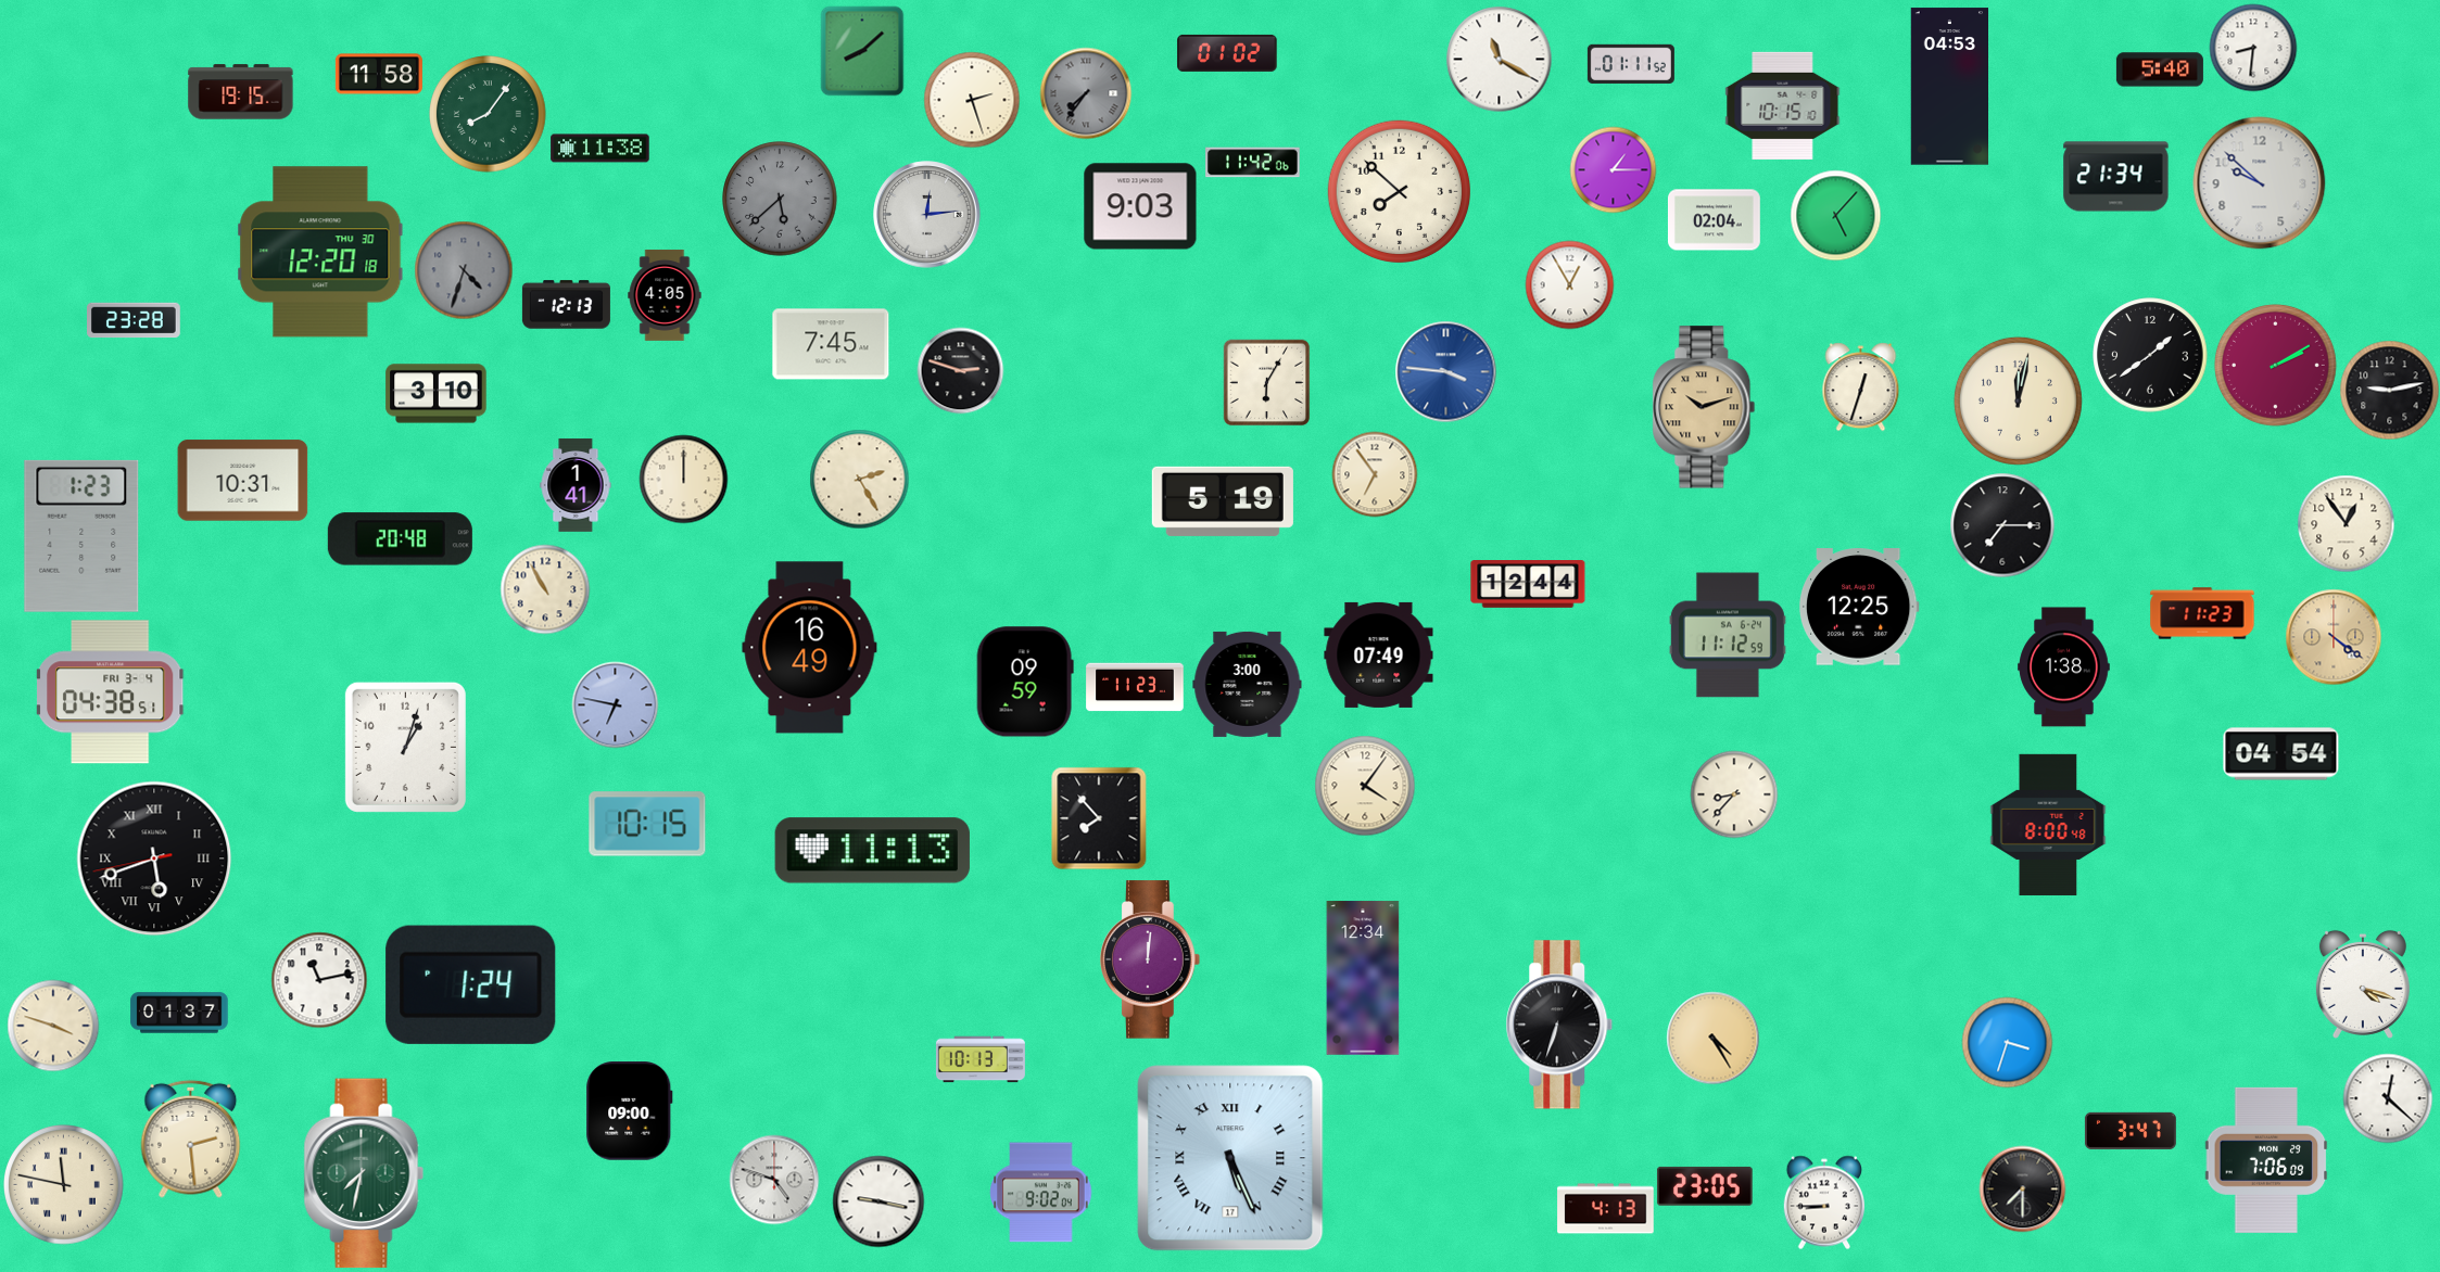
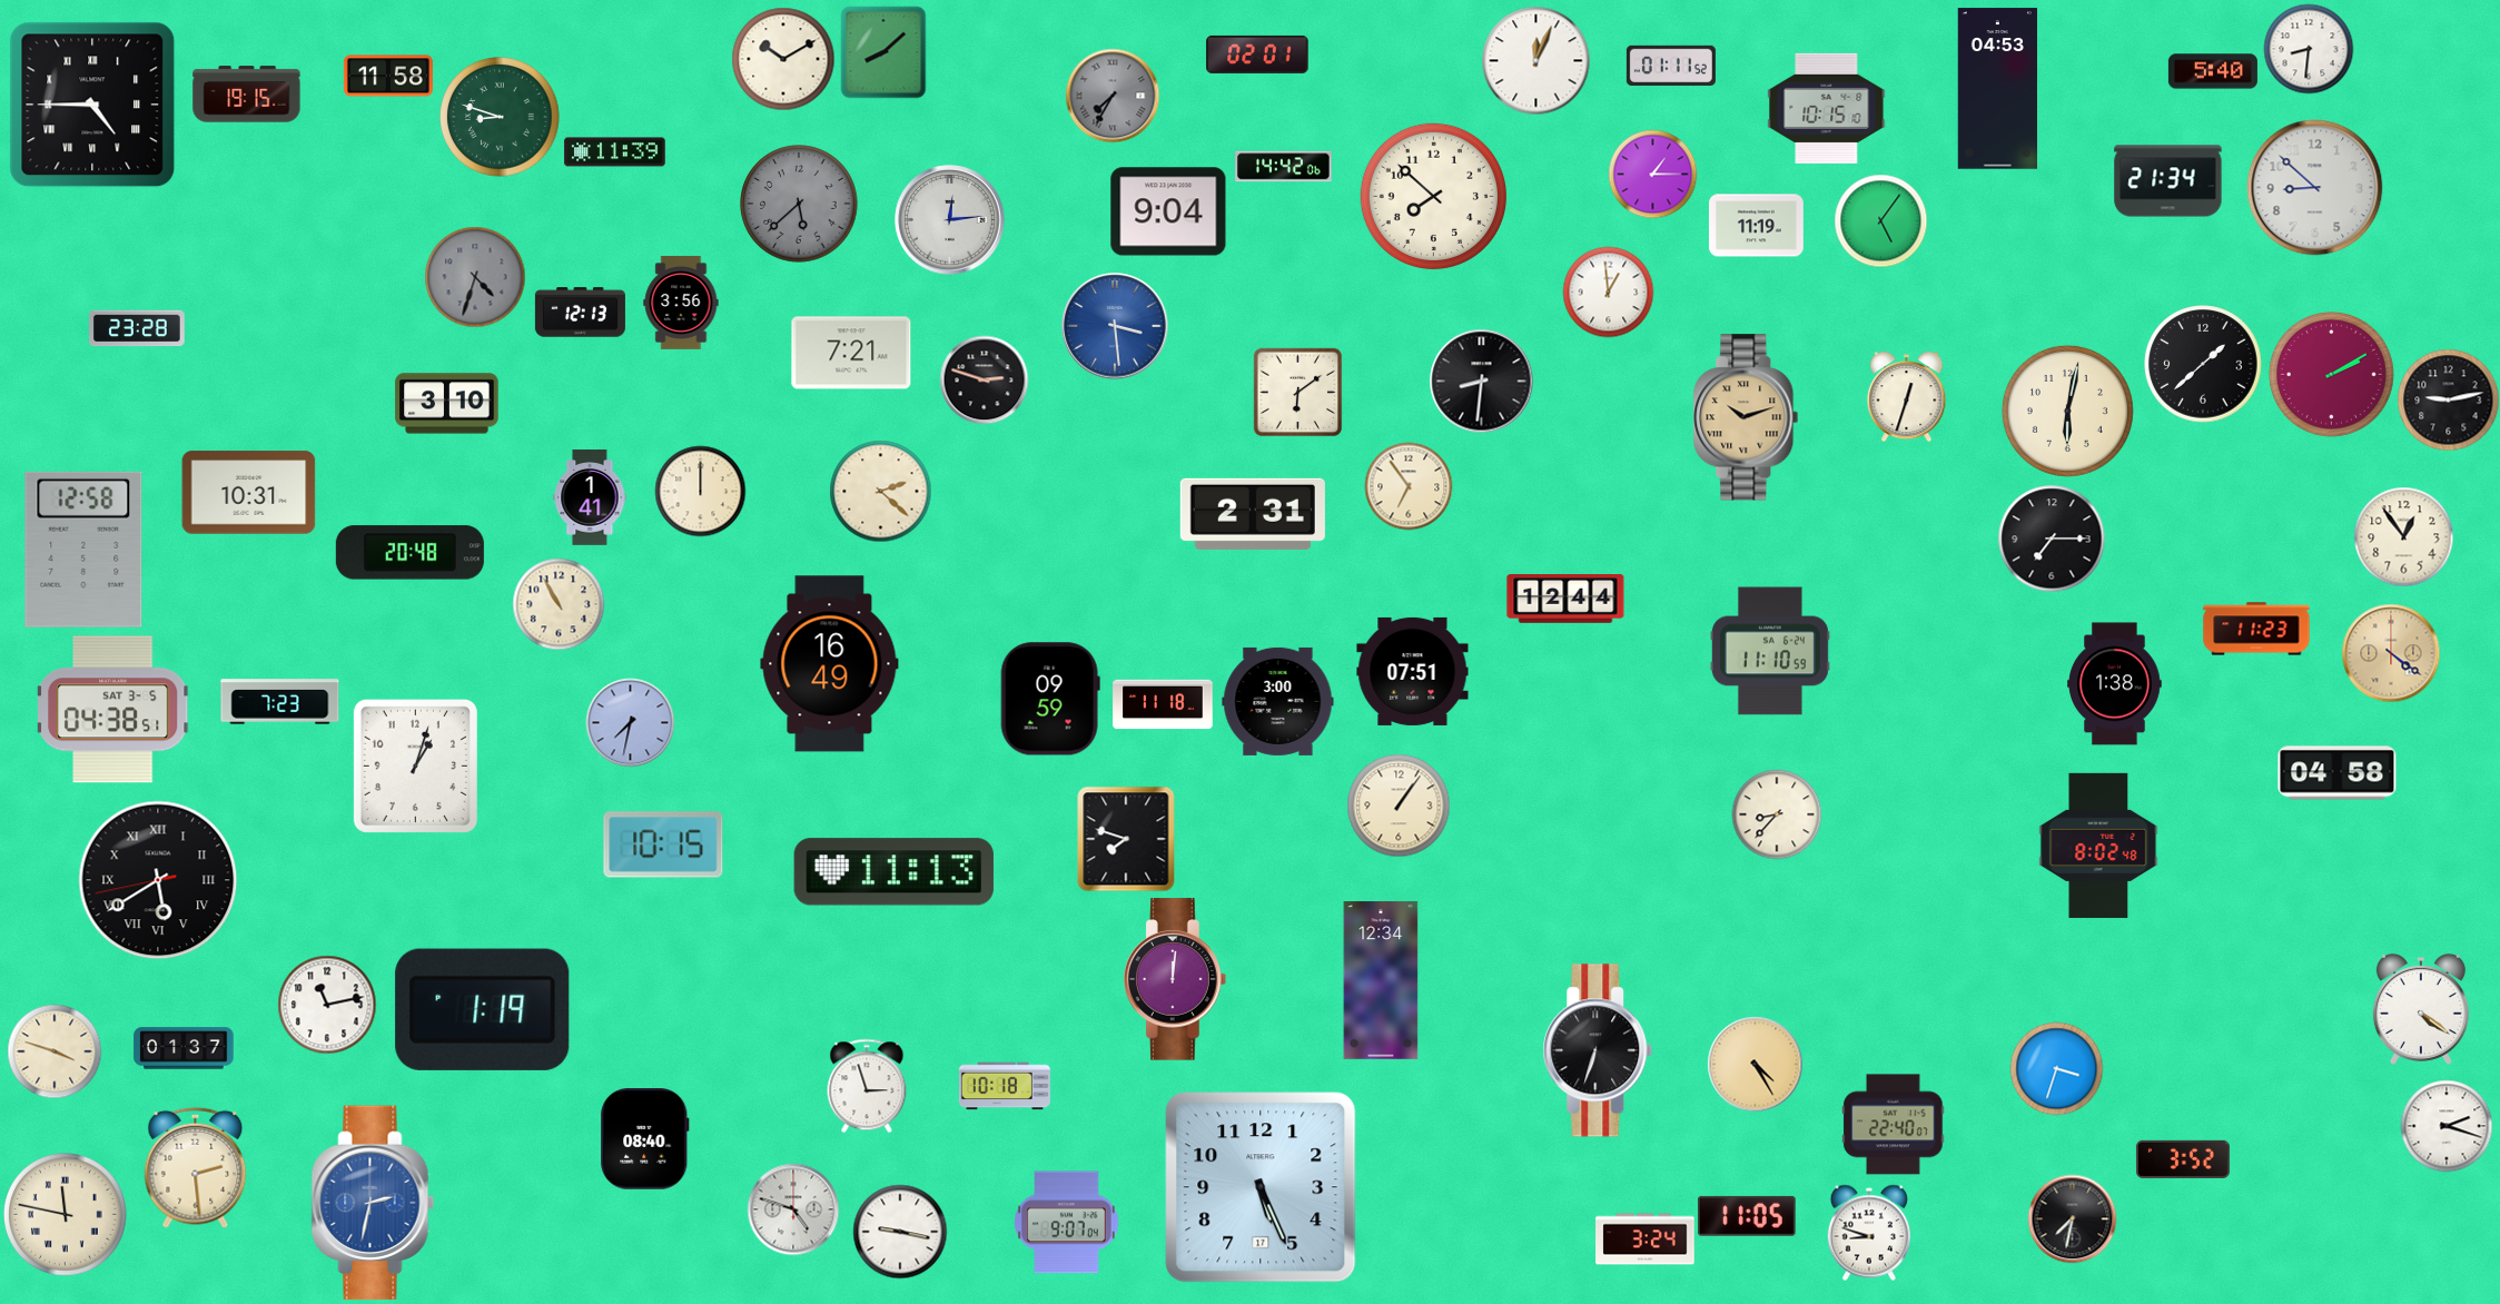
clock at (1227, 53): 01:02 -> 02:01
clock at (783, 59): none -> 10:10
clock at (1499, 59): 11:20 -> 12:04
clock at (1086, 93): 7:36 -> 7:35
clock at (972, 100): 2:27 -> none
clock at (92, 105): none -> 4:45
clock at (488, 114): 8:06 -> 8:48
clock at (600, 149): 11:38 -> 11:39
clock at (1253, 163): 11:42 -> 14:42
clock at (2260, 183): 9:52 -> 8:52
clock at (1140, 206): 9:03 -> 9:04
clock at (1835, 215): 5:07 -> 5:06
clock at (1714, 220): 02:04 -> 11:19
clock at (320, 252): 12:20 -> none
clock at (1569, 284): 12:55 -> 12:59
clock at (665, 295): 4:05 -> 3:56
clock at (1115, 326): none -> 3:29
clock at (831, 344): 7:45 -> 7:21
clock at (2150, 355): 1:39 -> 1:38
clock at (1445, 371): 3:46 -> 8:31
clock at (1445, 371) dial: blue -> black
clock at (1266, 382): 6:05 -> 6:09
clock at (2018, 400): 12:02 -> 6:02
clock at (859, 479): 2:25 -> 2:22
clock at (1223, 501): 5:19 -> 2:31
clock at (81, 536): 1:23 -> 12:58
clock at (1859, 607): 12:25 -> none
clock at (1728, 635): 11:12 -> 11:10
clock at (1379, 654): 07:49 -> 07:51
clock at (280, 702): none -> 7:23
clock at (1135, 687): 11:23 -> 11:18
clock at (110, 692) date: FRI 3-4 -> SAT 3-5
clock at (615, 704): 6:47 -> 7:32
clock at (2281, 754): 04:54 -> 04:58
clock at (1365, 786): 4:06 -> 1:06
clock at (1099, 818): 7:53 -> 7:48
clock at (2048, 825): 8:00 -> 8:02
clock at (154, 858): 5:41 -> 5:39
clock at (1151, 959) position: (1151, 959) -> (1176, 979)
clock at (1363, 978) position: (1363, 978) -> (1381, 980)
clock at (471, 984): 1:24 -> 1:19
clock at (2363, 984): 4:18 -> 4:21
clock at (179, 1013) position: (179, 1013) -> (184, 1048)
clock at (867, 1086): none -> 2:57
clock at (981, 1059): 10:13 -> 10:18
clock at (1894, 1125): none -> 22:40
clock at (2388, 1098): 12:22 -> 2:18
clock at (630, 1111): 09:00 -> 08:40
clock at (2131, 1131): 3:47 -> 3:52
clock at (1230, 1158) numerals: Roman -> Arabic
clock at (2266, 1160): 7:06 -> none
clock at (364, 1173): 7:32 -> 2:32
clock at (364, 1173) dial: green -> blue
clock at (1705, 1186): 23:05 -> 11:05
clock at (2022, 1188): 7:30 -> 7:32
clock at (1041, 1193): 9:02 -> 9:07
clock at (1823, 1203): 8:45 -> 8:48
clock at (1606, 1209): 4:13 -> 3:24
